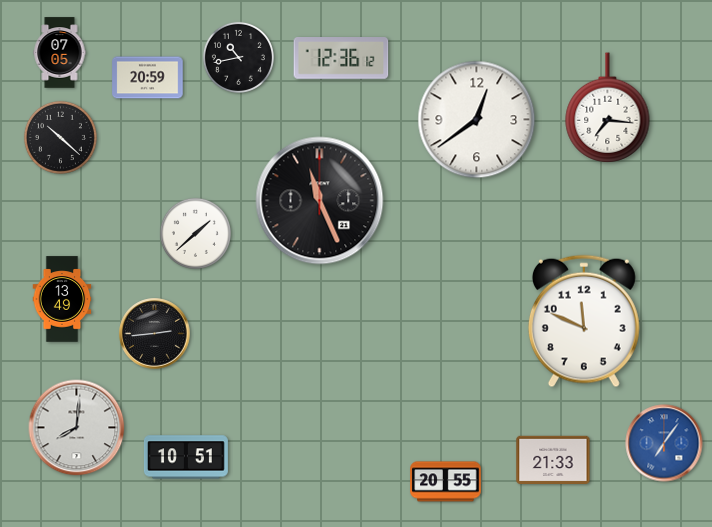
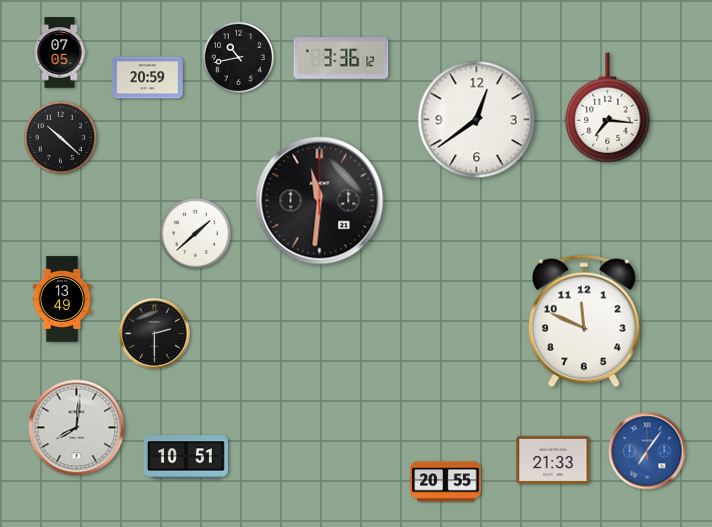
clock at (341, 59): 12:36 -> 3:36
clock at (320, 201): 11:26 -> 11:31
clock at (155, 334): 2:44 -> 2:30
clock at (664, 443) position: (664, 443) -> (647, 451)
